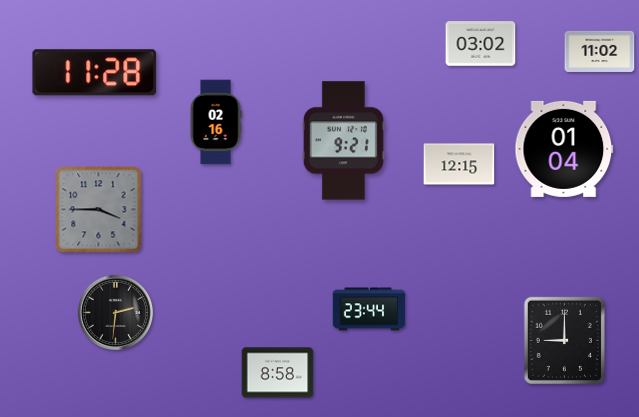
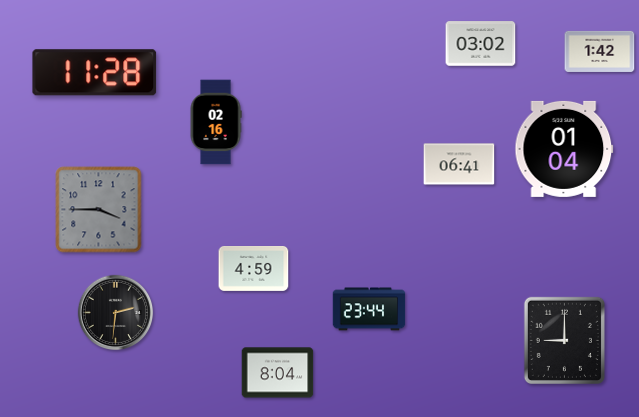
clock at (600, 51): 11:02 -> 1:42
clock at (343, 141): 9:21 -> none
clock at (459, 164): 12:15 -> 06:41
clock at (254, 269): none -> 4:59
clock at (278, 373): 8:58 -> 8:04
